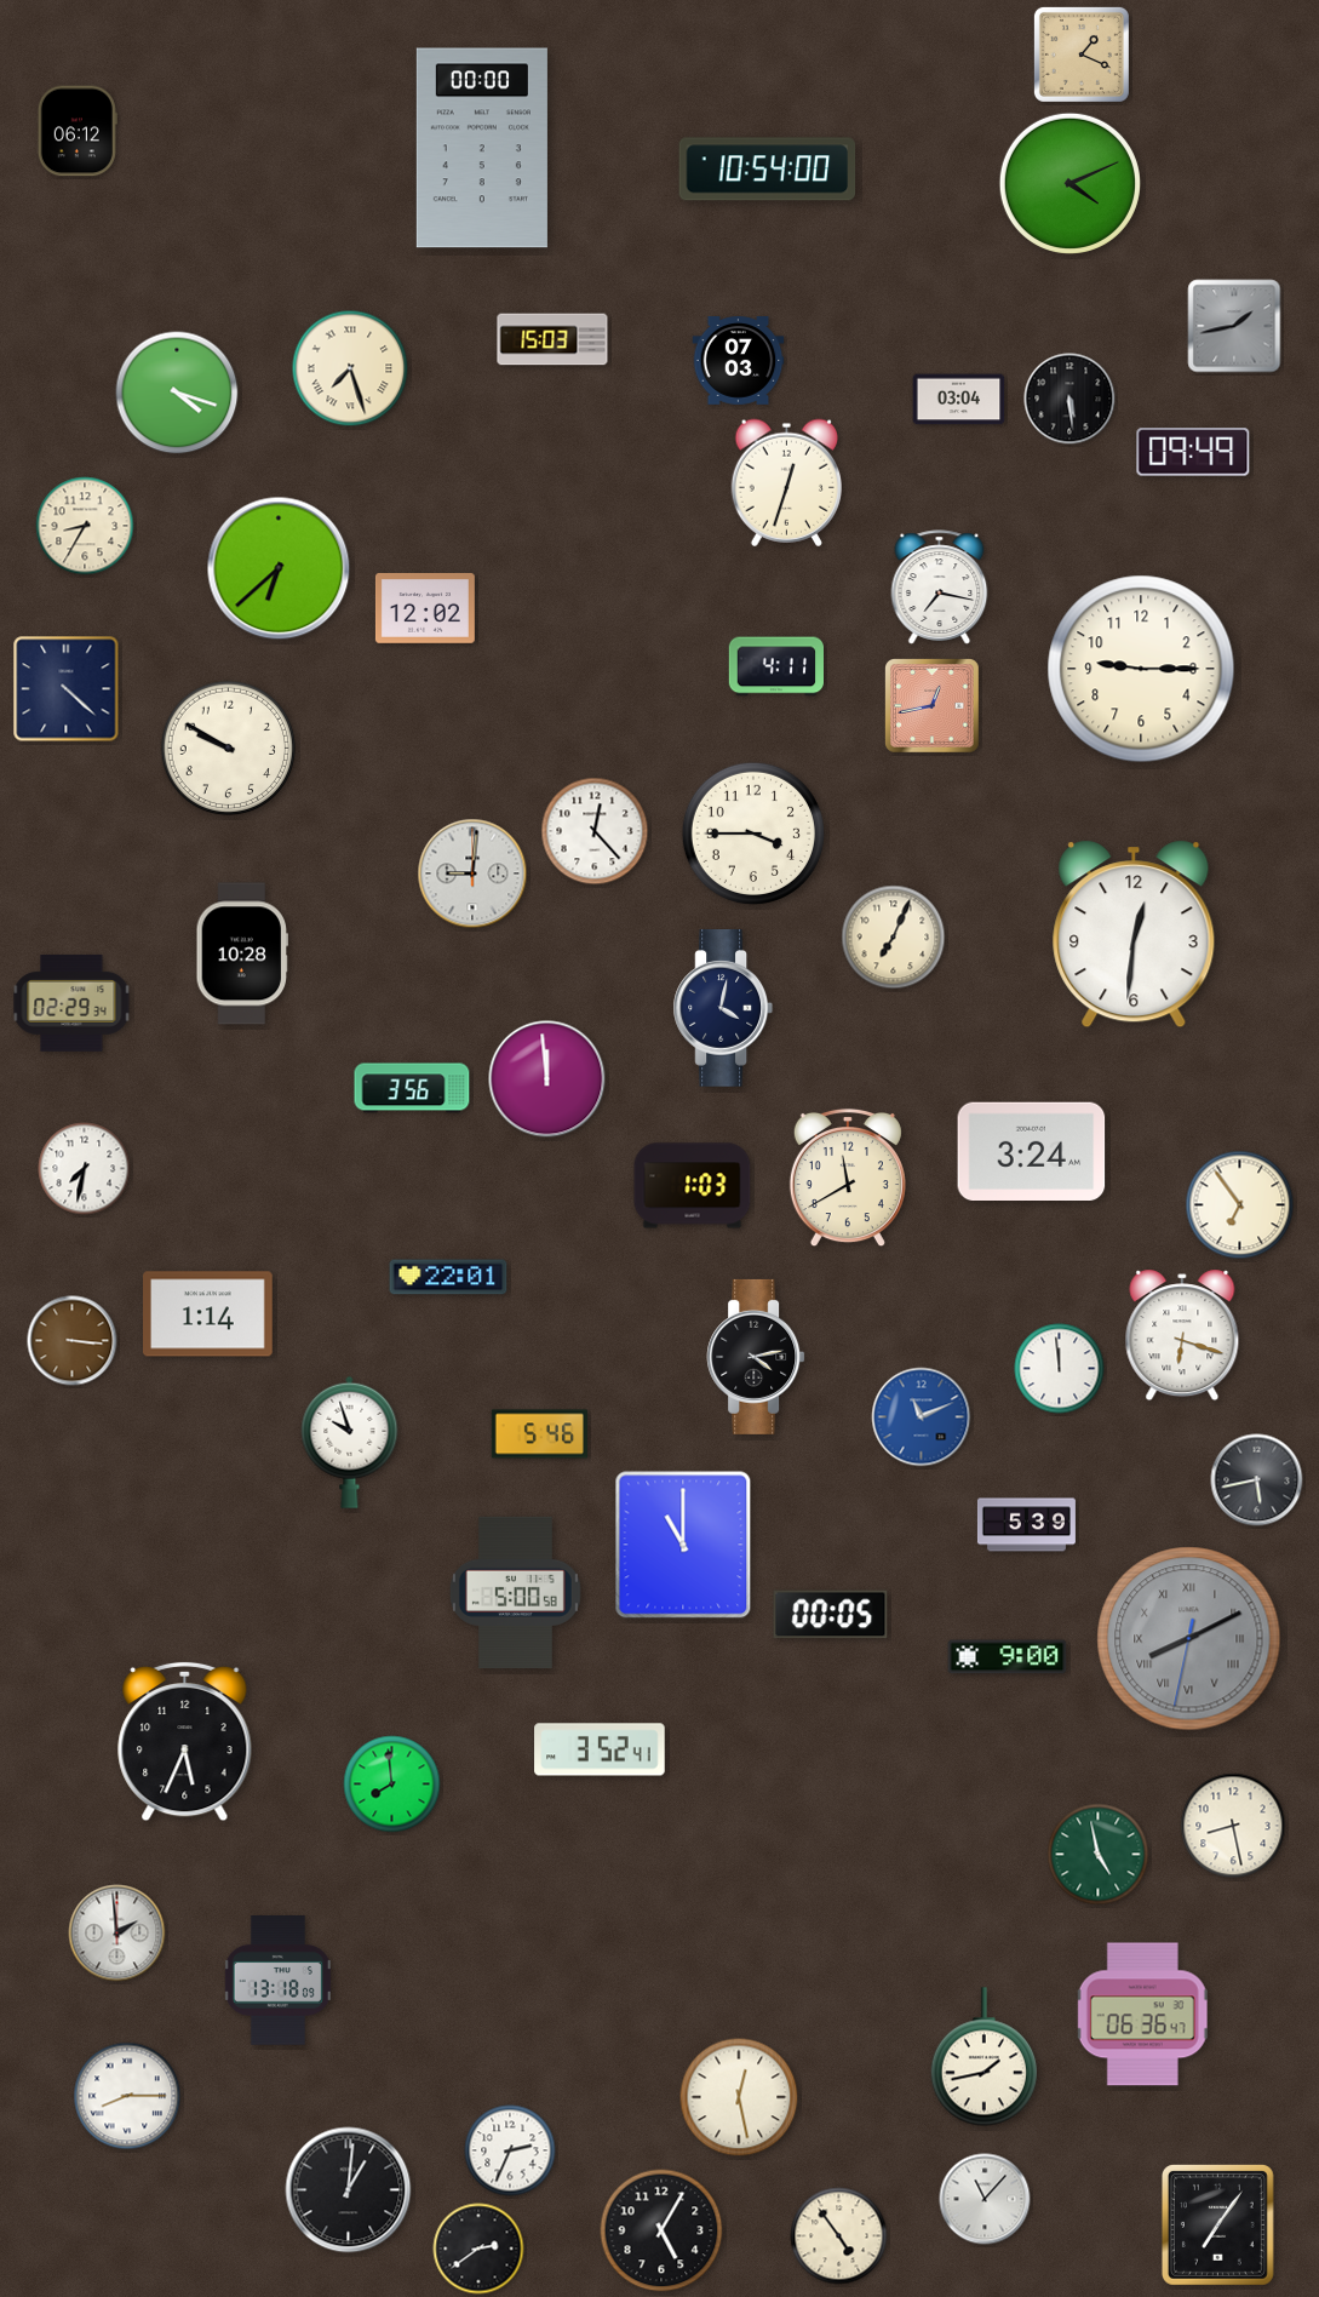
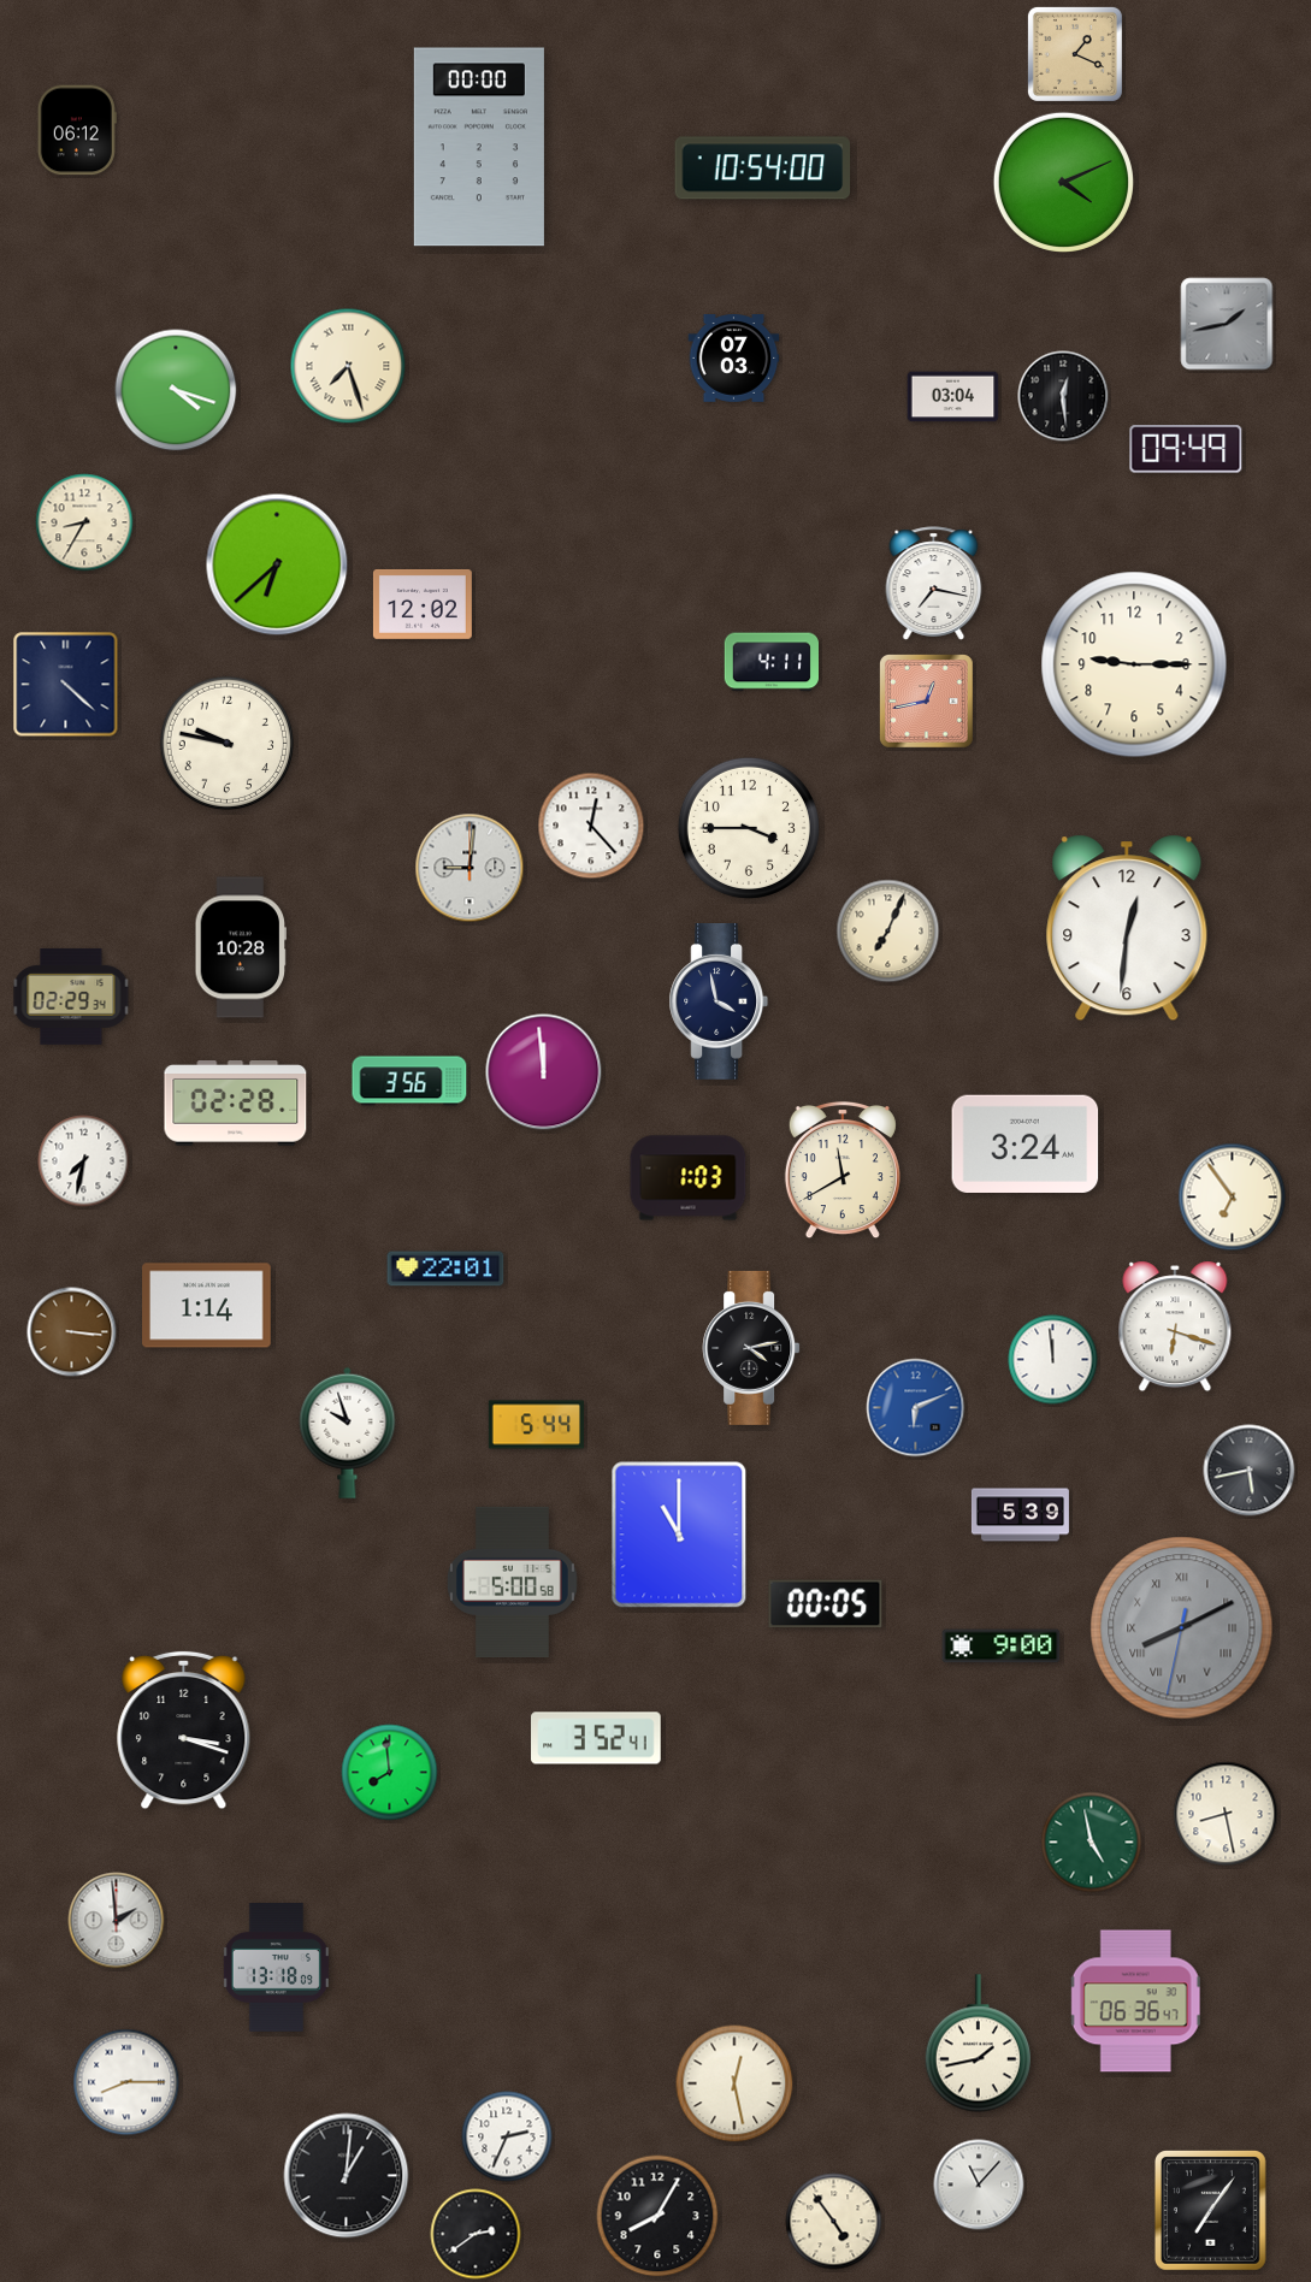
clock at (552, 339): 15:03 -> none
clock at (1069, 399): 5:29 -> 12:29
clock at (786, 482): 12:33 -> none
clock at (229, 749): 9:50 -> 9:47
clock at (723, 1009): 4:02 -> 3:58
clock at (236, 1104): none -> 02:28
clock at (922, 1417): 11:11 -> 6:11
clock at (539, 1434): 5:46 -> 5:44
clock at (185, 1742): 5:34 -> 3:18
clock at (661, 2230): 5:05 -> 8:05
